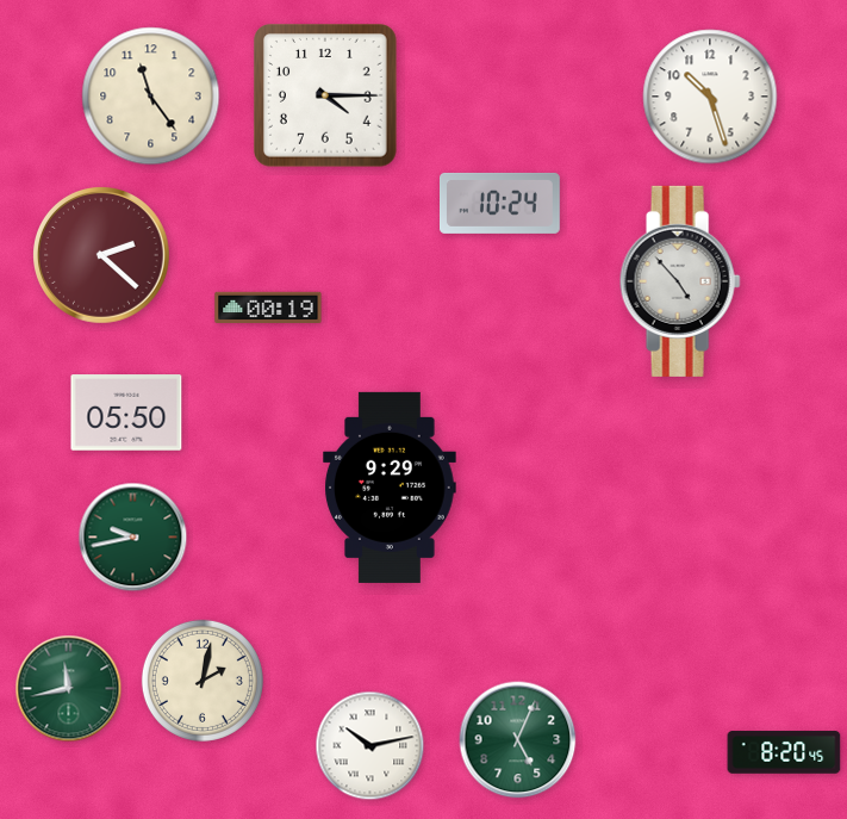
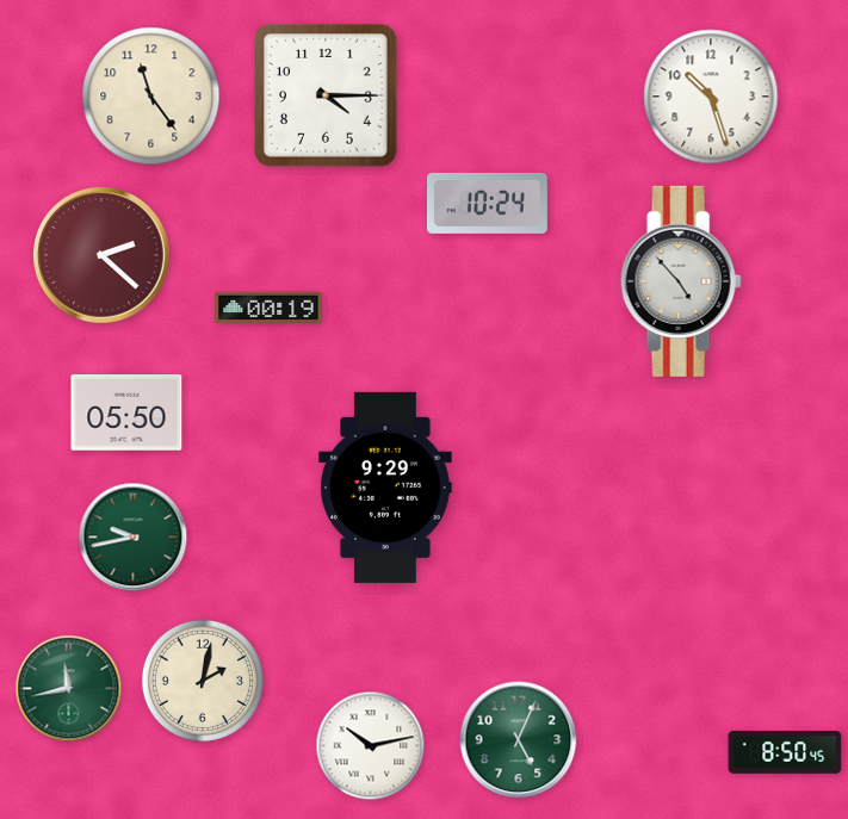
clock at (500, 203) position: (500, 203) -> (488, 203)
clock at (390, 488) position: (390, 488) -> (385, 488)
clock at (784, 752): 8:20 -> 8:50
